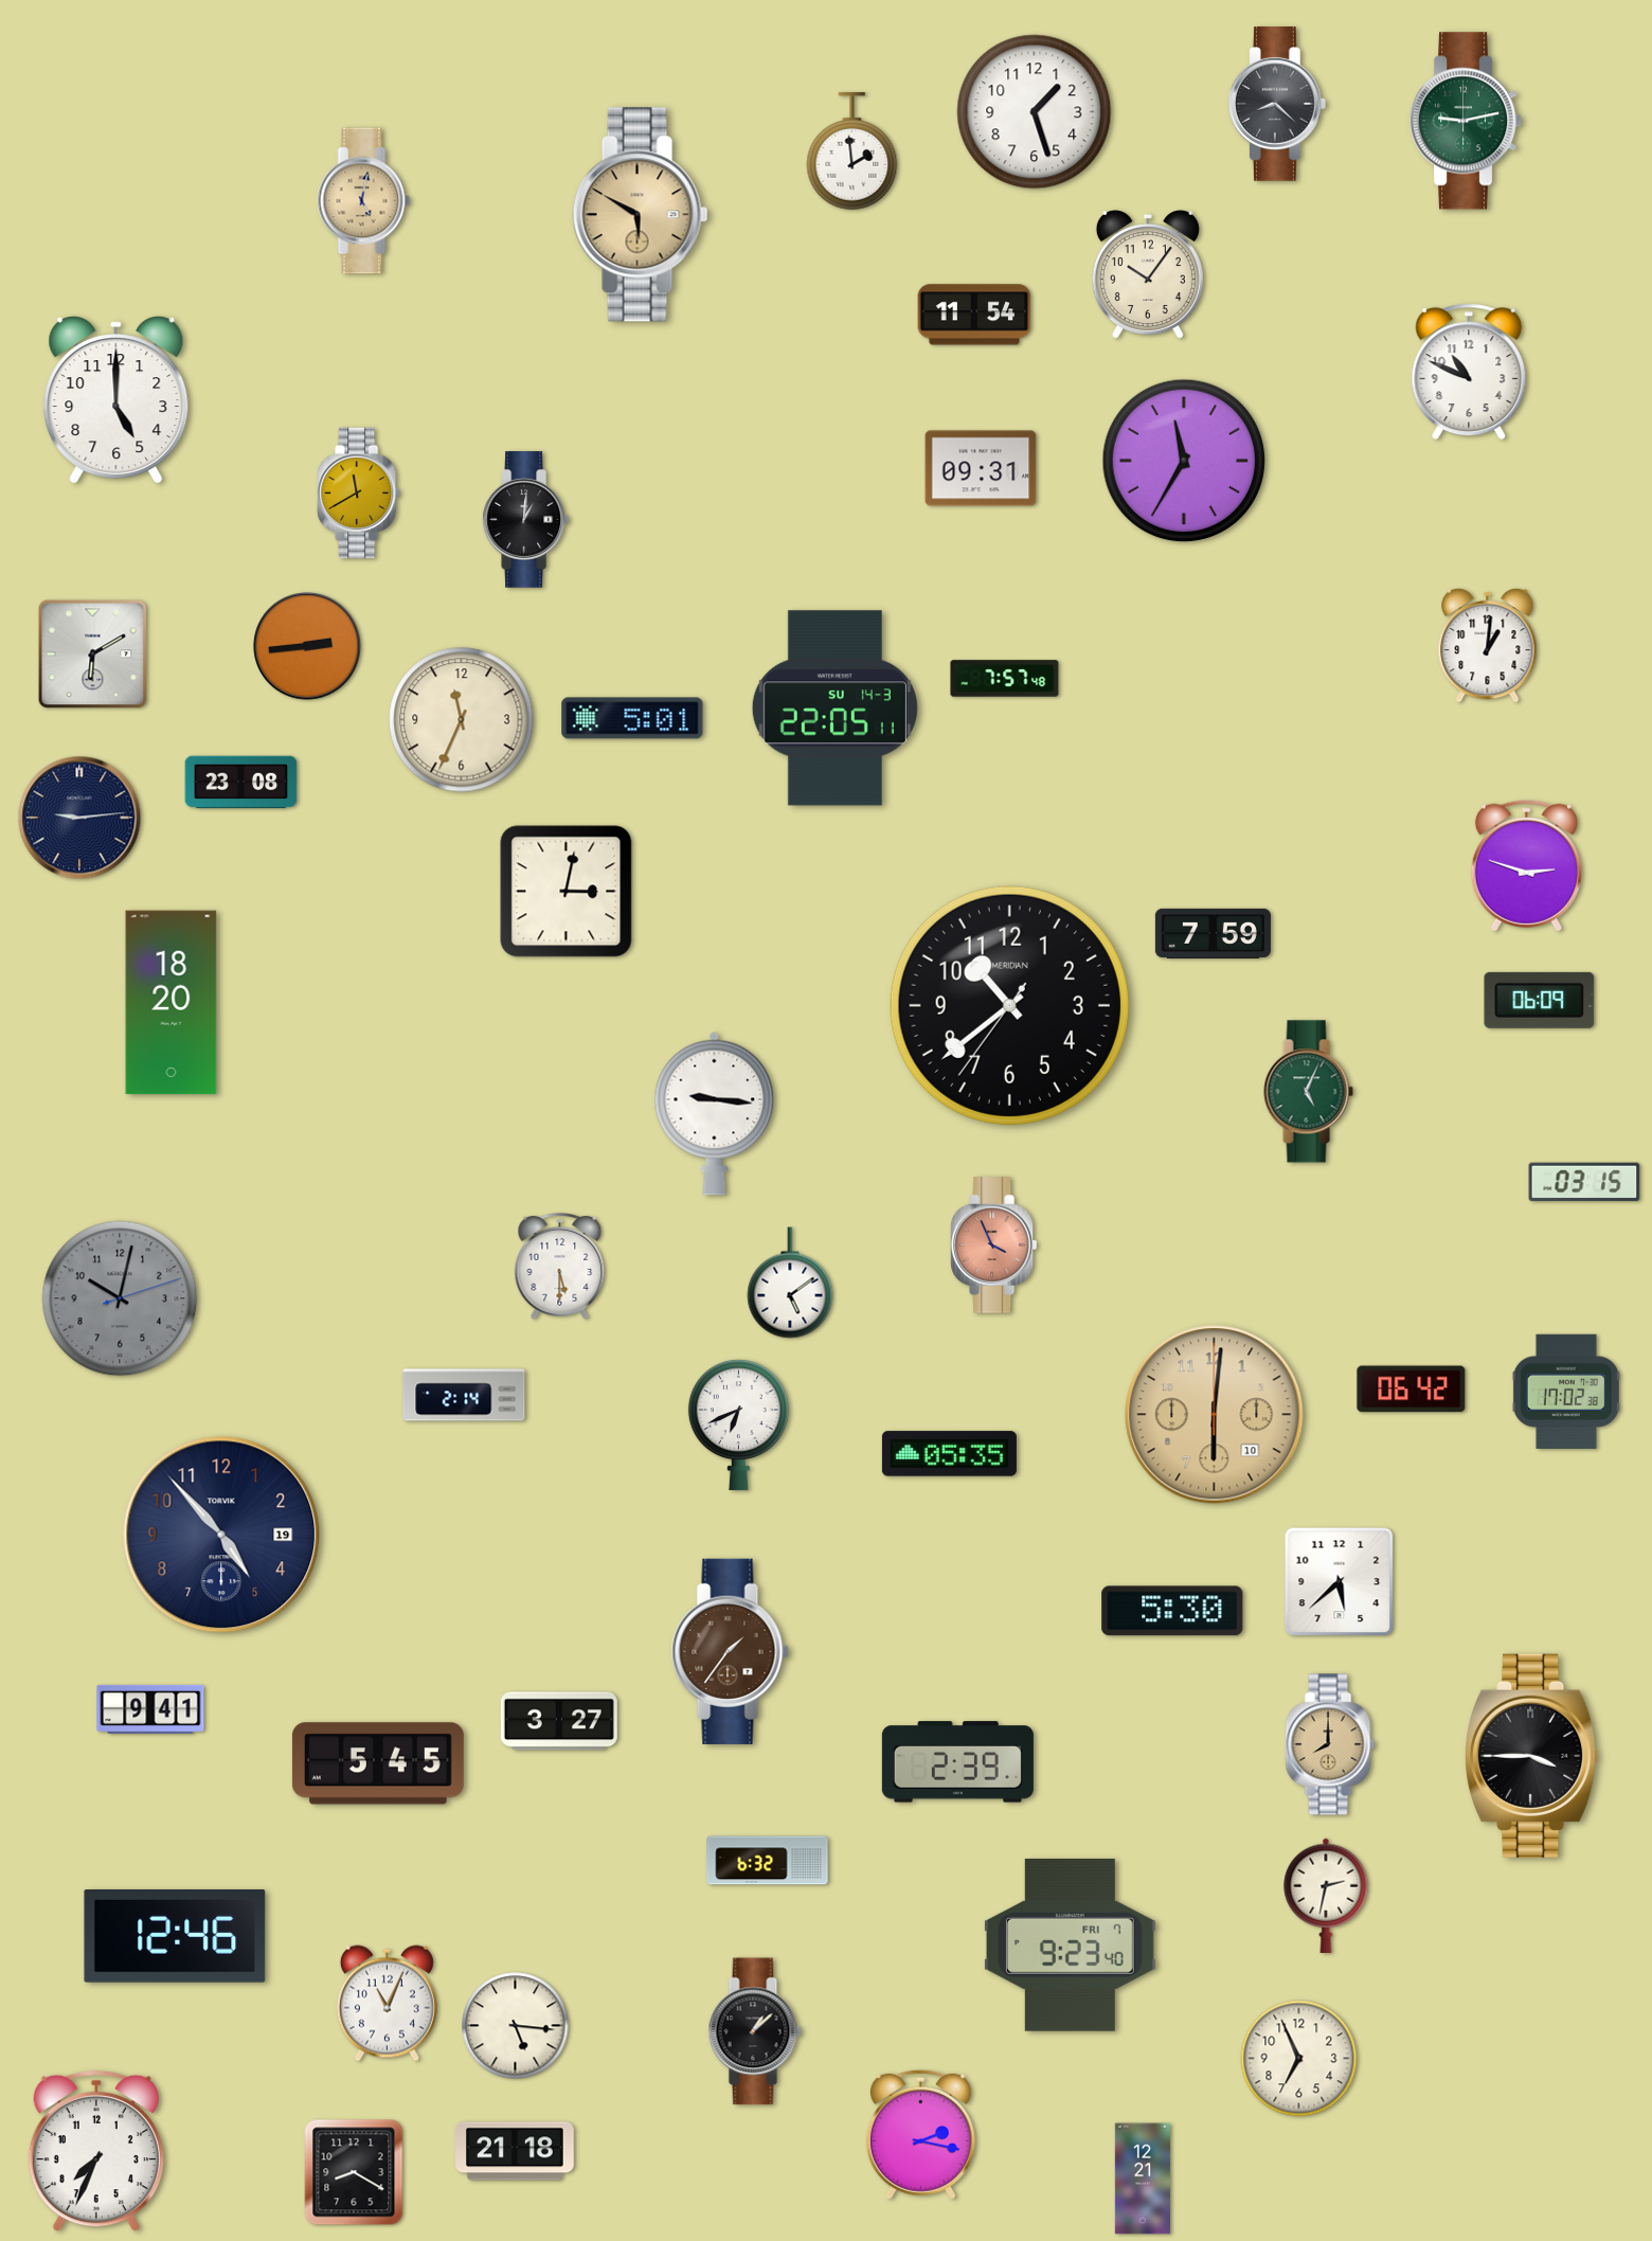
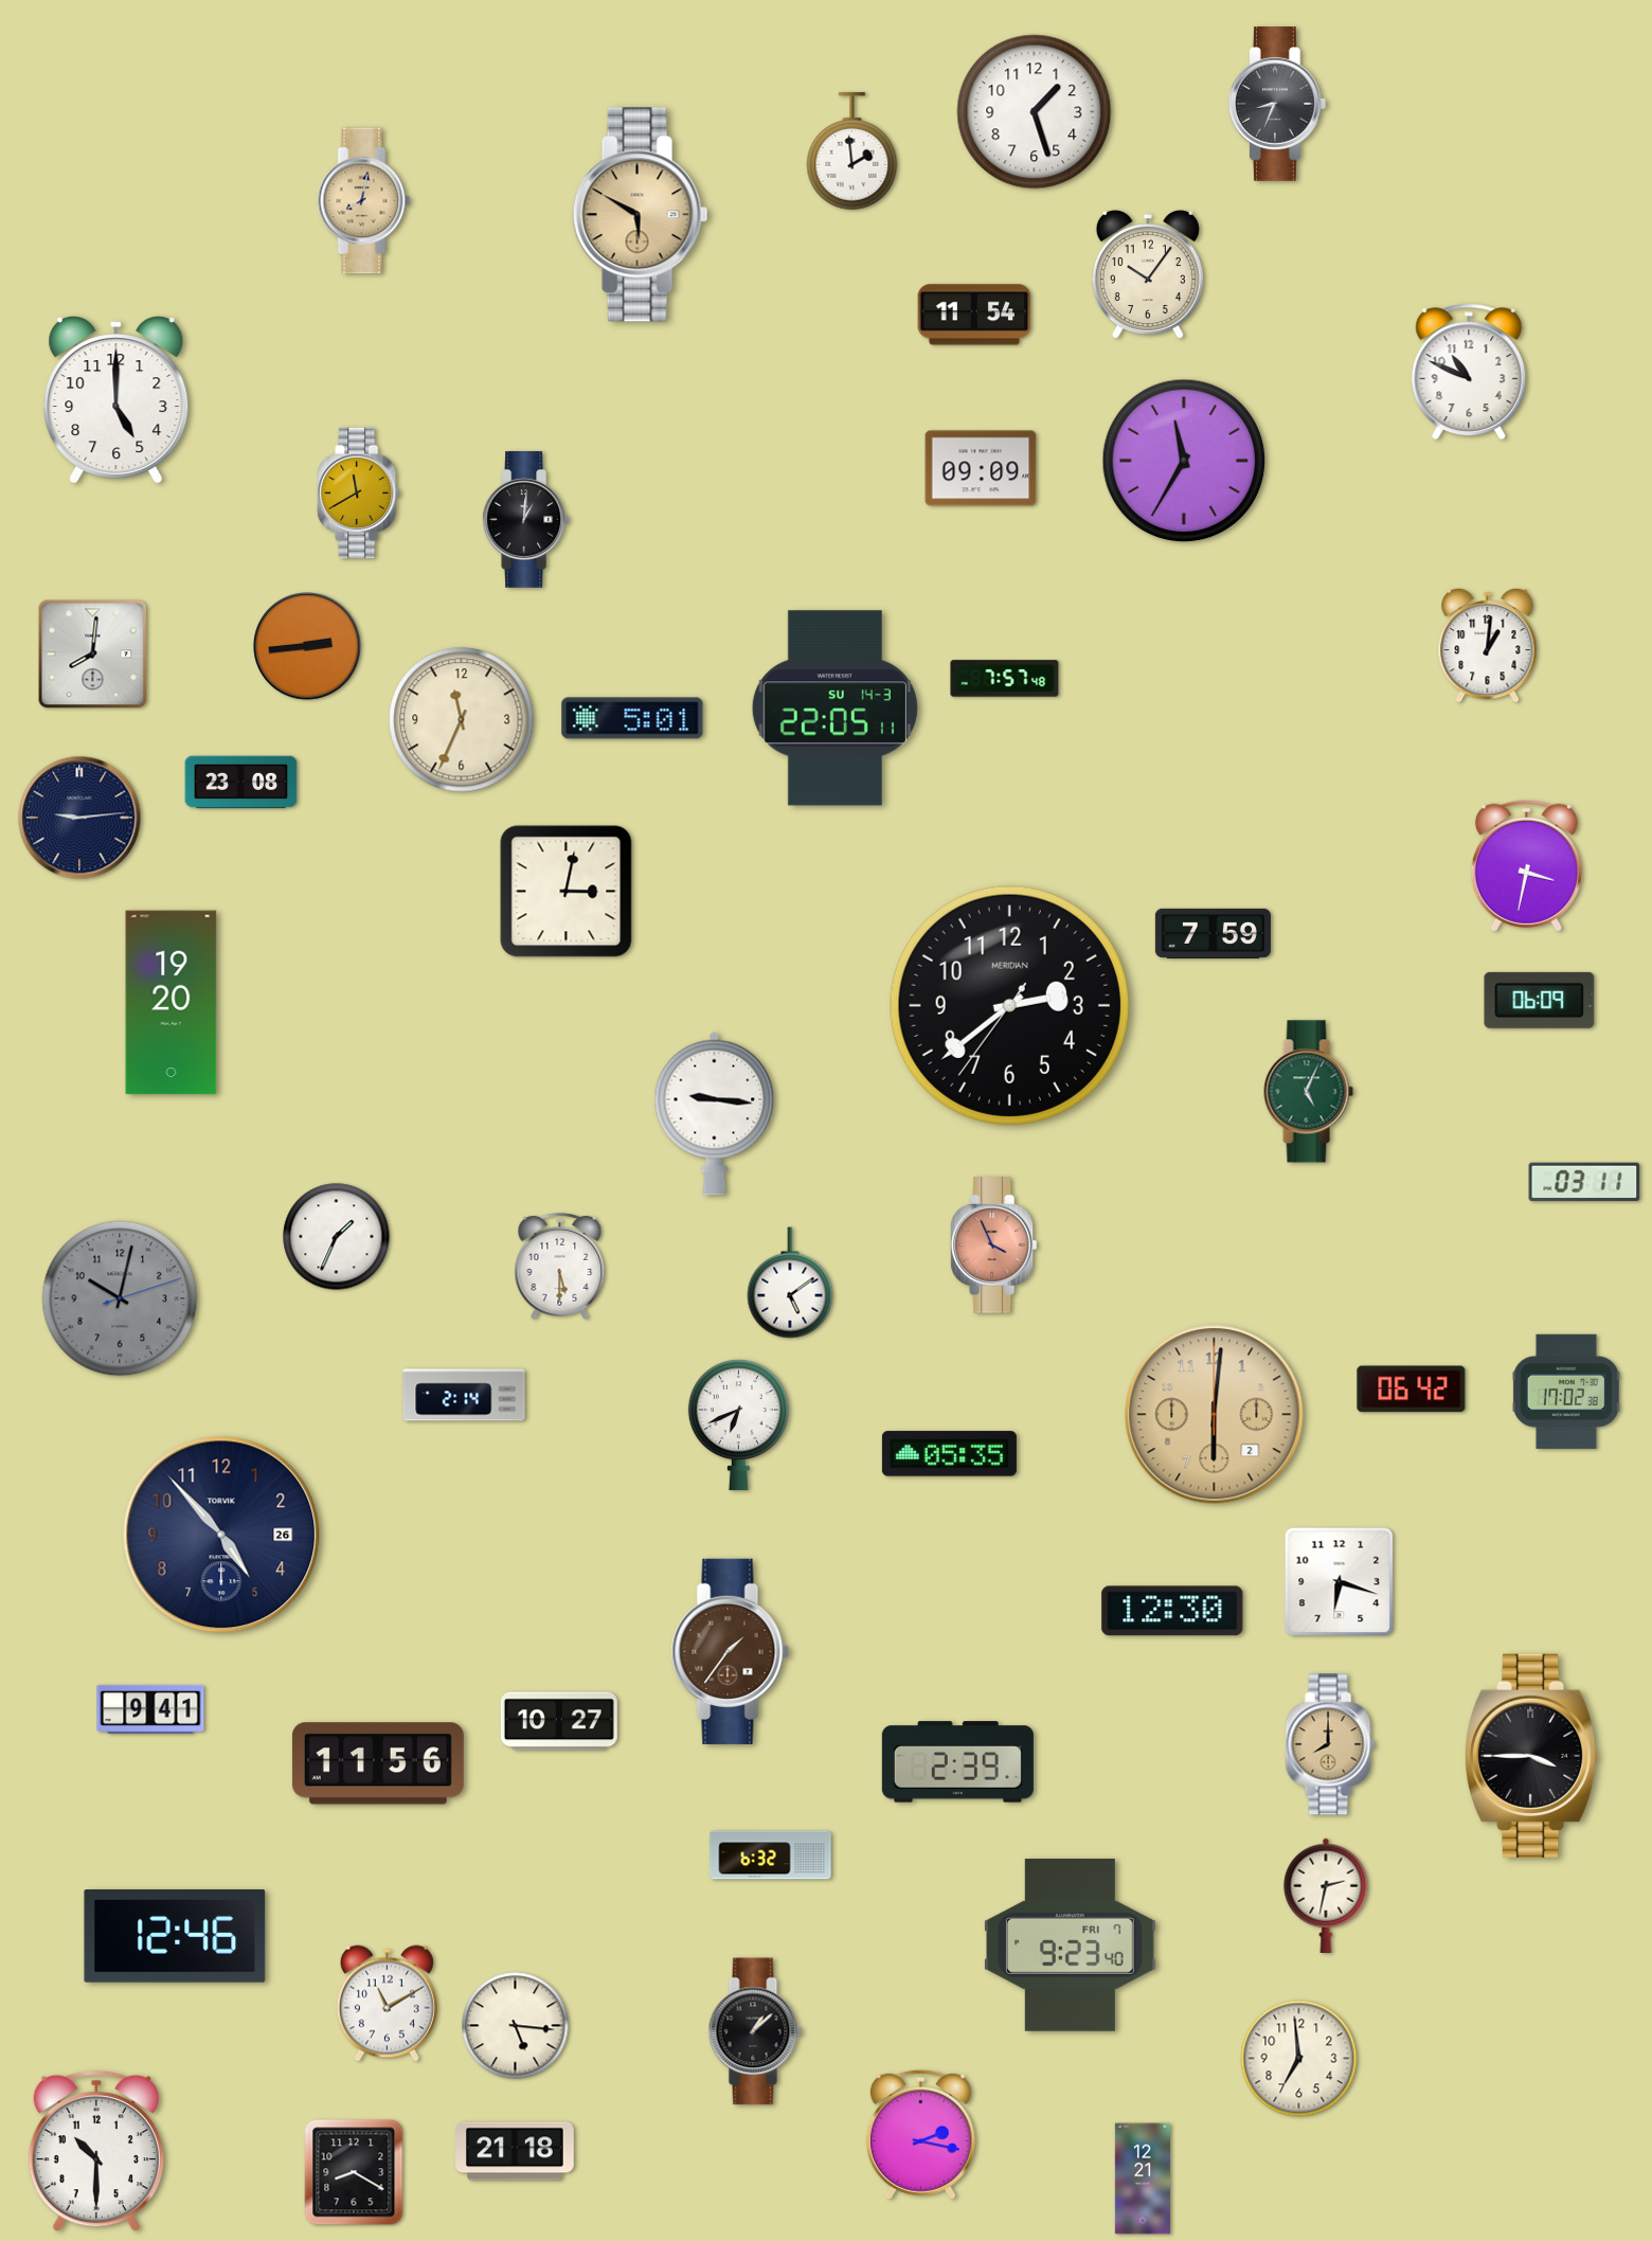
clock at (1277, 105): 8:22 -> 8:34
clock at (1467, 121): 9:13 -> none
clock at (364, 201): 5:02 -> 8:02
clock at (981, 468): 09:31 -> 09:09
clock at (93, 655): 6:10 -> 8:01
clock at (1526, 865): 2:48 -> 3:32
clock at (172, 1003): 18:20 -> 19:20
clock at (1009, 1005): 10:38 -> 2:38
clock at (1584, 1182): 03:15 -> 03:11
clock at (337, 1237): none -> 1:34
clock at (1215, 1415) date: 10 -> 2
clock at (221, 1535) date: 19 -> 26
clock at (1340, 1582): 5:38 -> 6:18
clock at (1172, 1611): 5:30 -> 12:30
clock at (559, 1721): 3:27 -> 10:27
clock at (378, 1763): 5:45 -> 11:56
clock at (768, 1861) position: (768, 1861) -> (771, 1855)
clock at (387, 2004): 11:04 -> 11:10
clock at (1299, 2059): 6:56 -> 6:59
clock at (96, 2151): 7:34 -> 10:30
